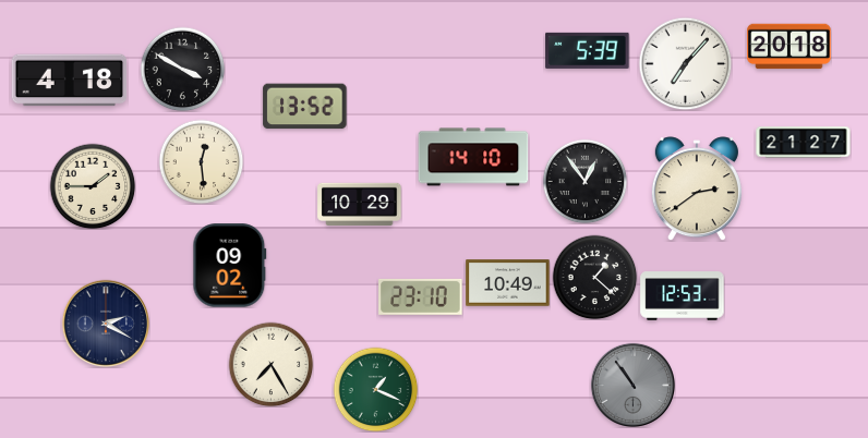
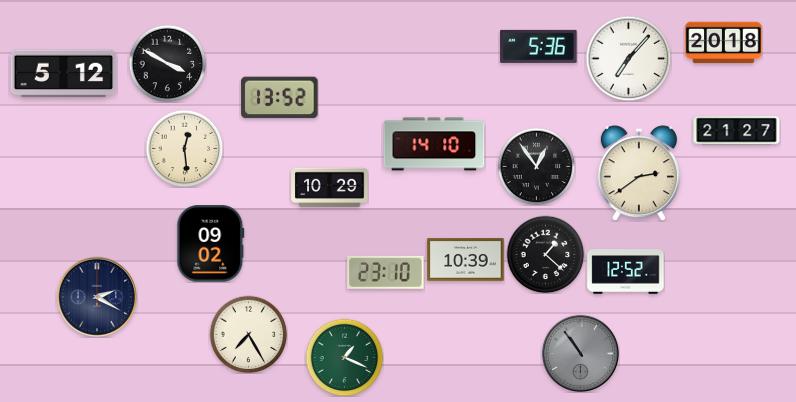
clock at (588, 50): 5:39 -> 5:36
clock at (70, 81): 4:18 -> 5:12
clock at (93, 186): 1:45 -> none
clock at (508, 283): 10:49 -> 10:39
clock at (683, 296): 12:53 -> 12:52
